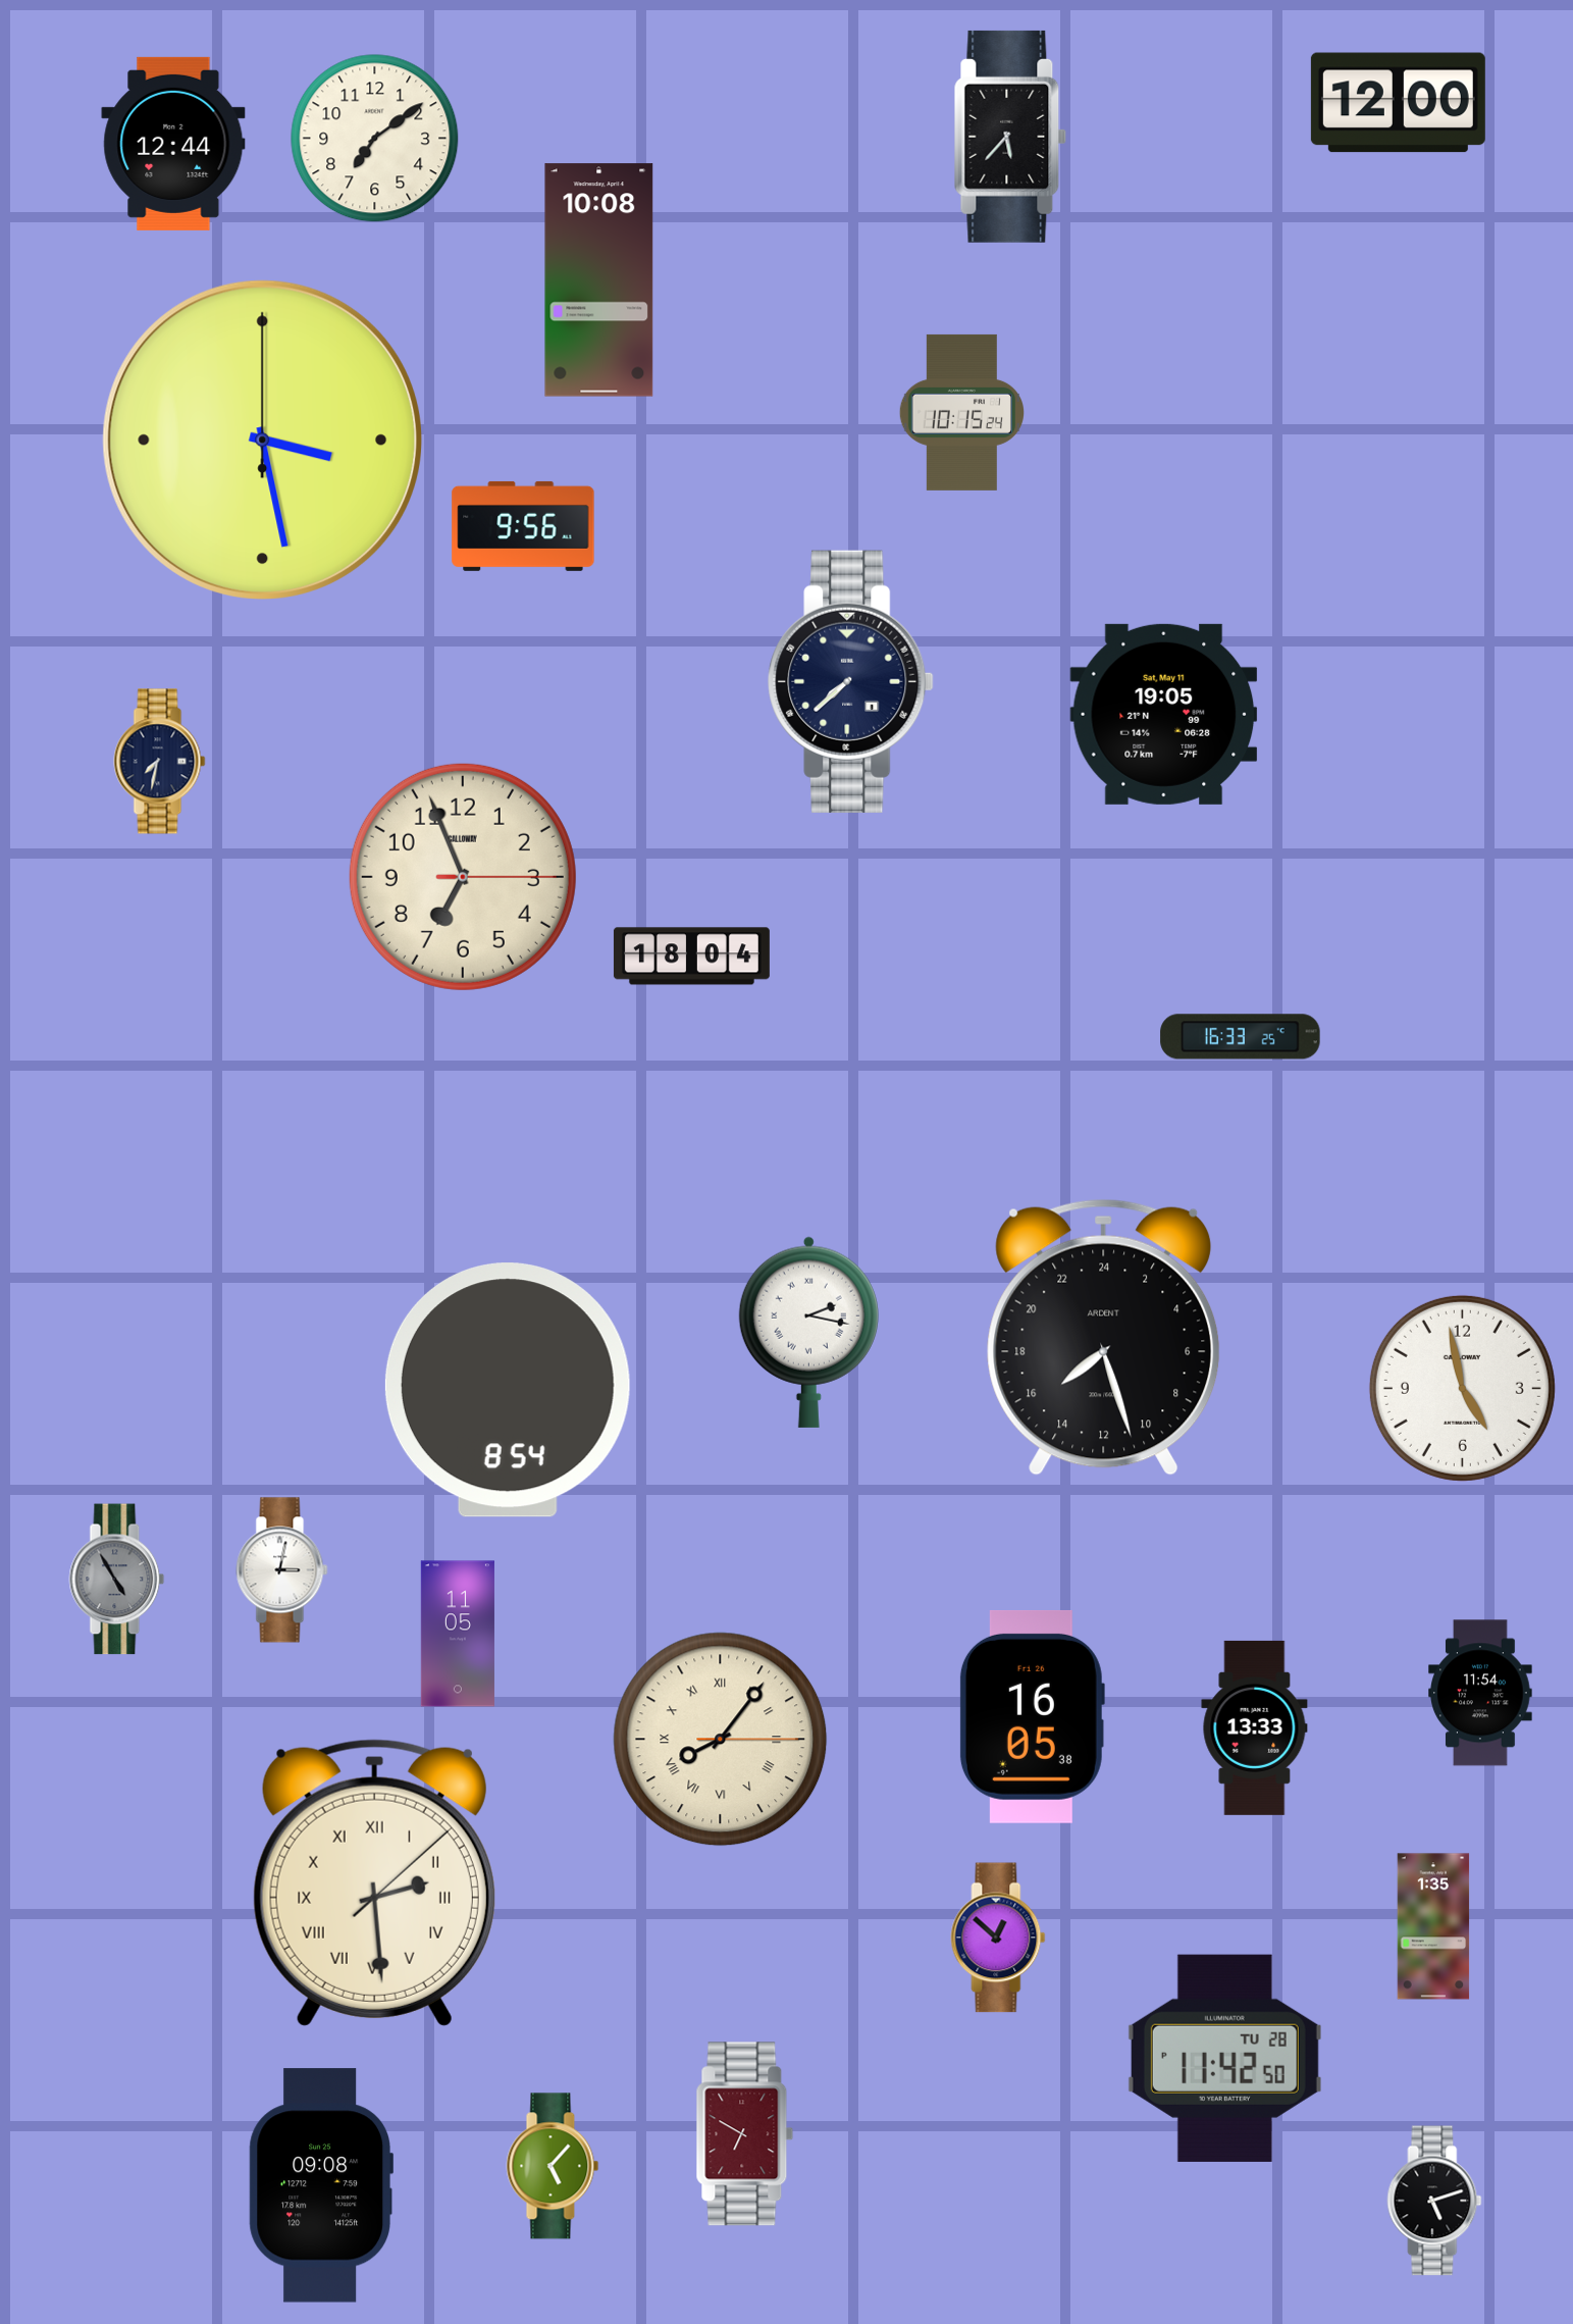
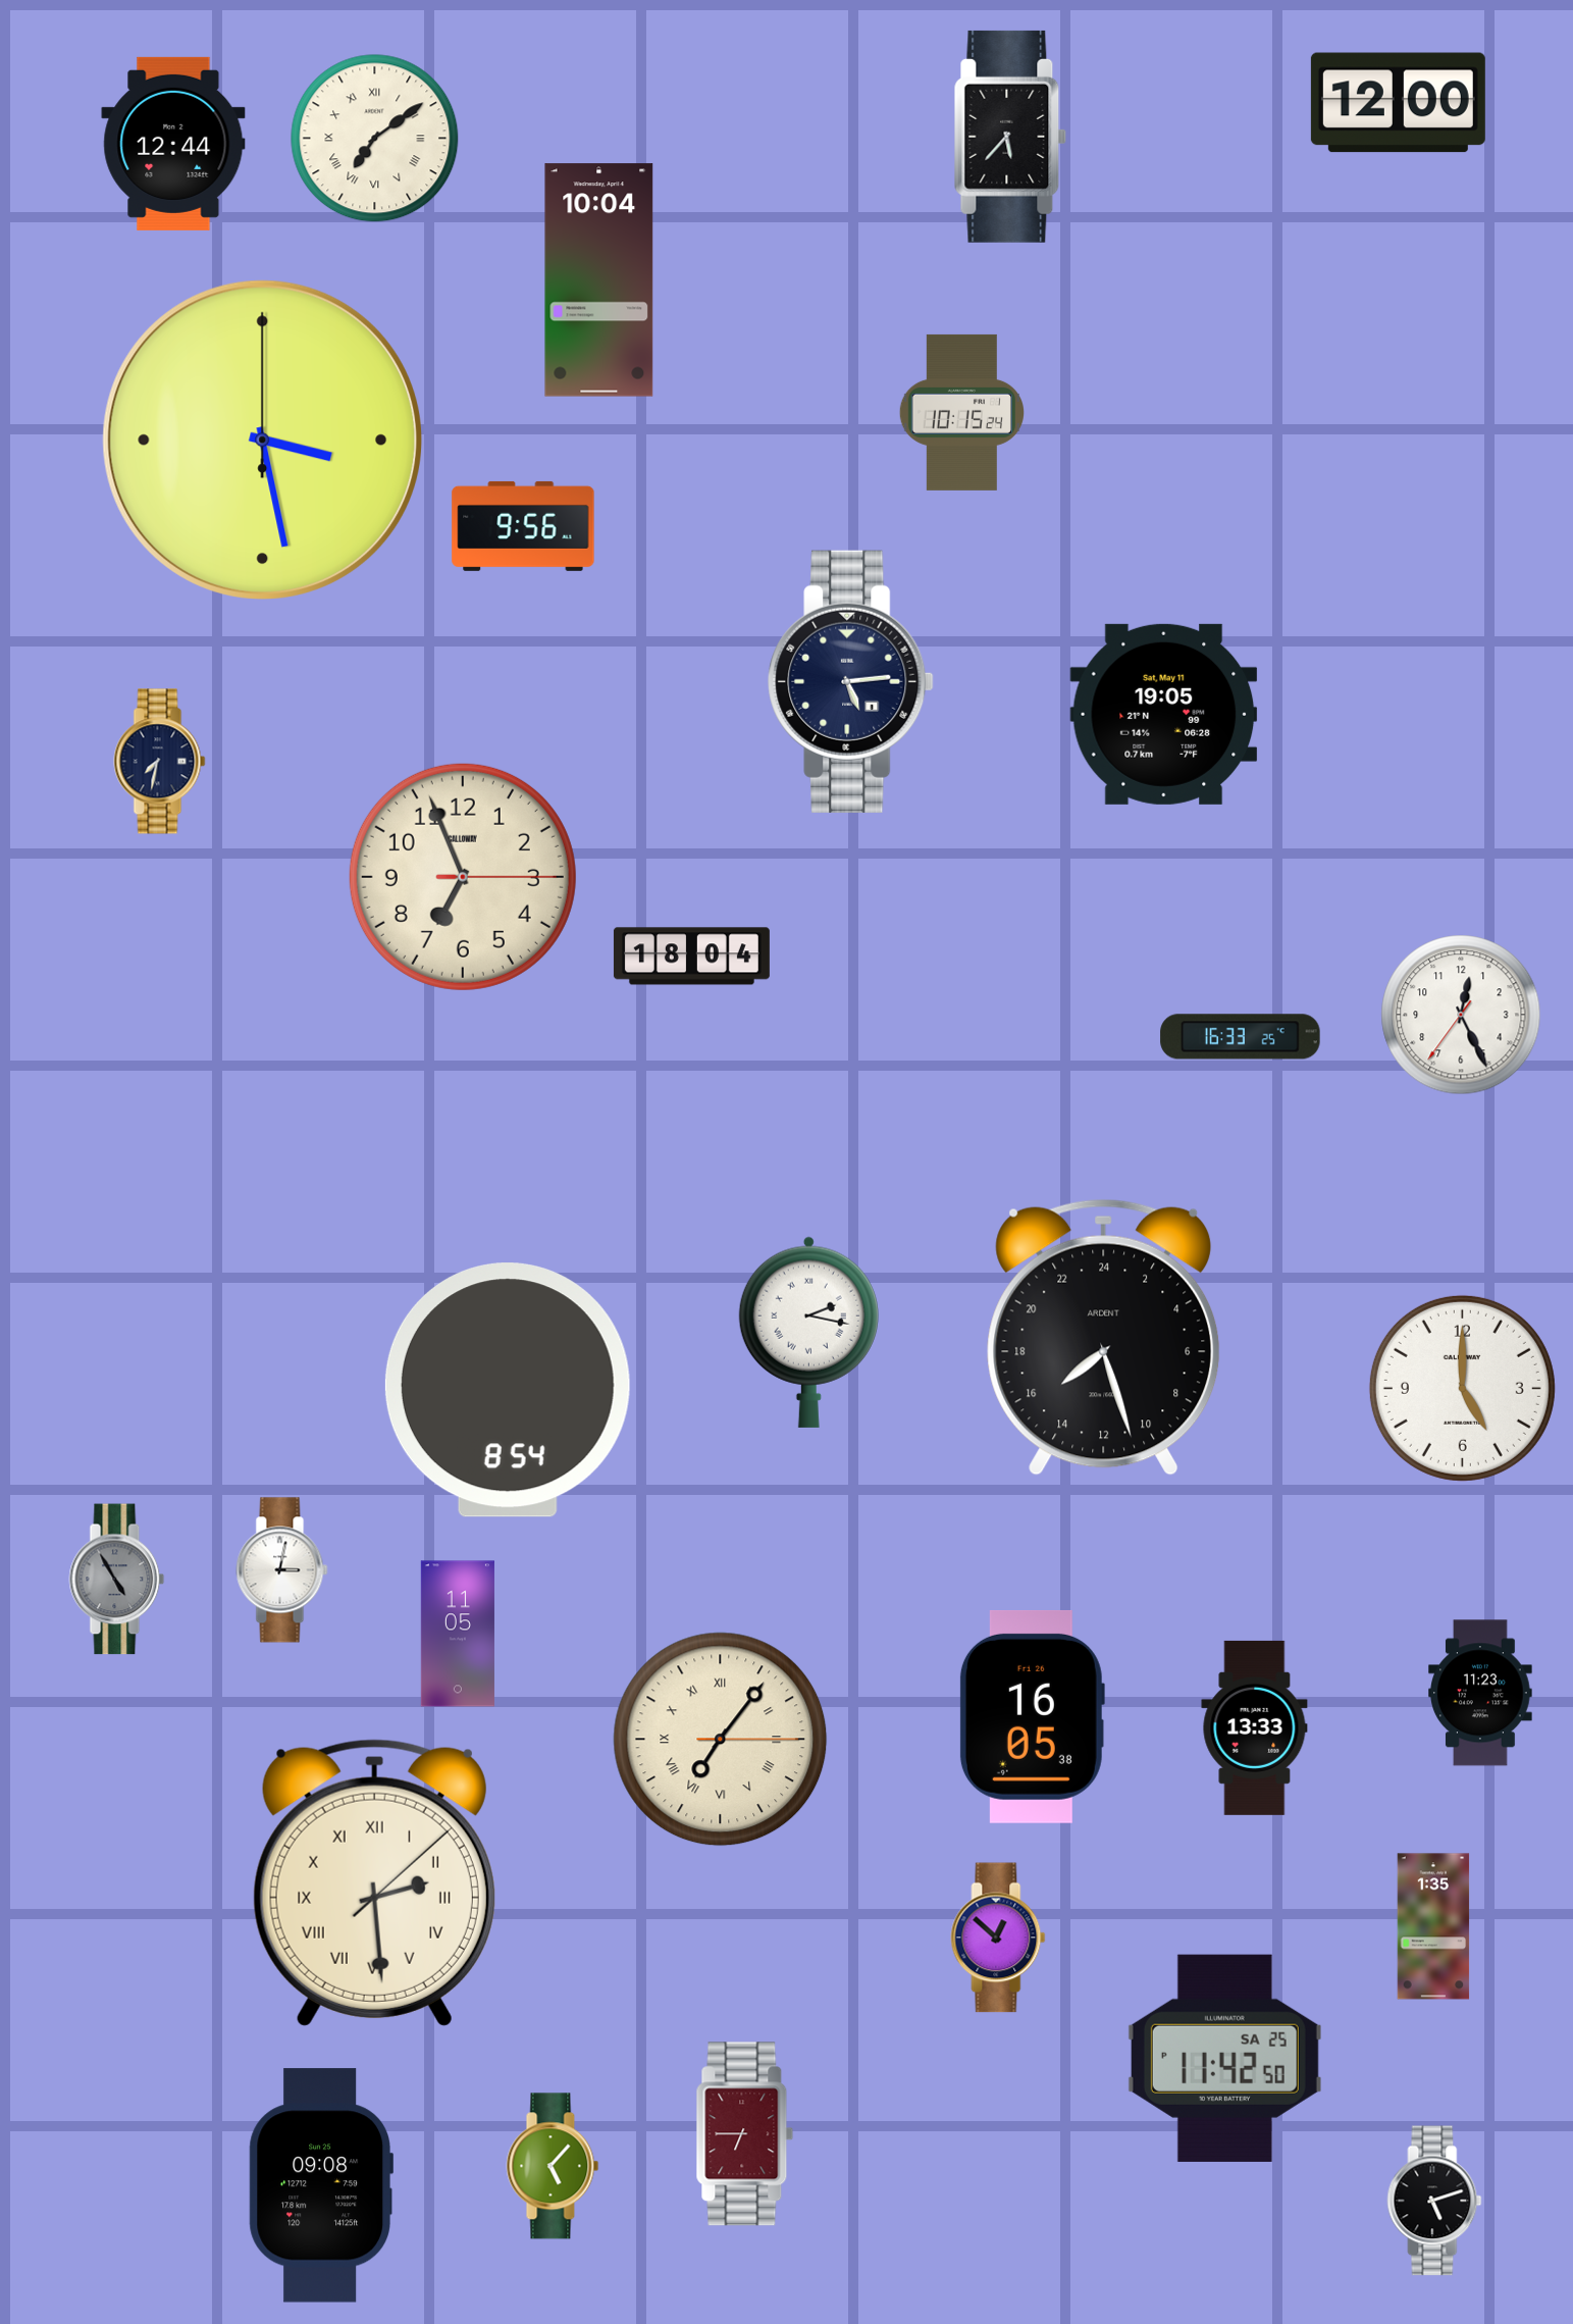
clock at (375, 139) numerals: Arabic -> Roman
clock at (599, 280): 10:08 -> 10:04
clock at (851, 681): 7:38 -> 5:14
clock at (1461, 1015): none -> 12:25
clock at (1462, 1388): 4:58 -> 5:00
clock at (1481, 1693): 11:54 -> 11:23
clock at (721, 1740): 8:06 -> 7:06
clock at (1224, 2058) date: TU 28 -> SA 25
clock at (745, 2134): 6:50 -> 6:45
